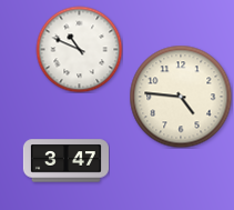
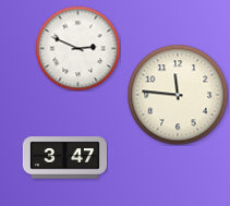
clock at (79, 49): 10:49 -> 2:49
clock at (181, 97): 4:46 -> 11:46
